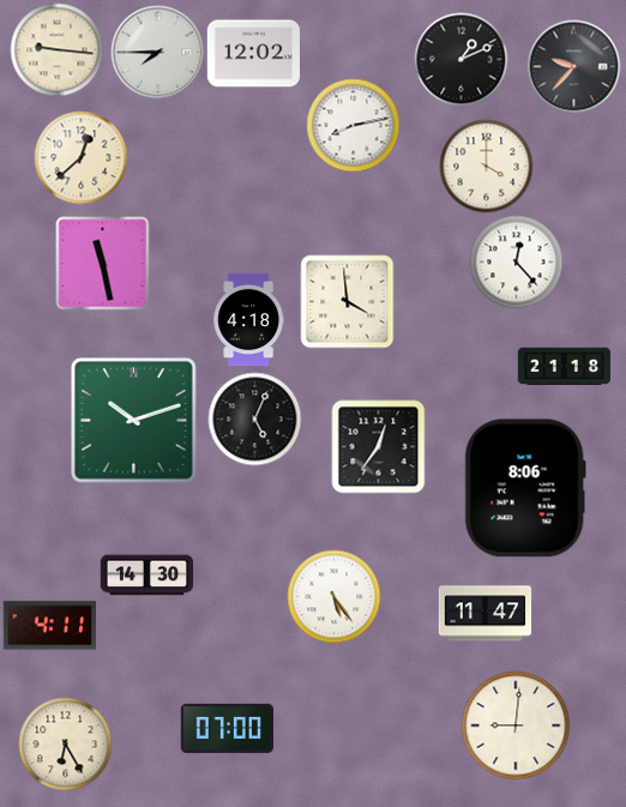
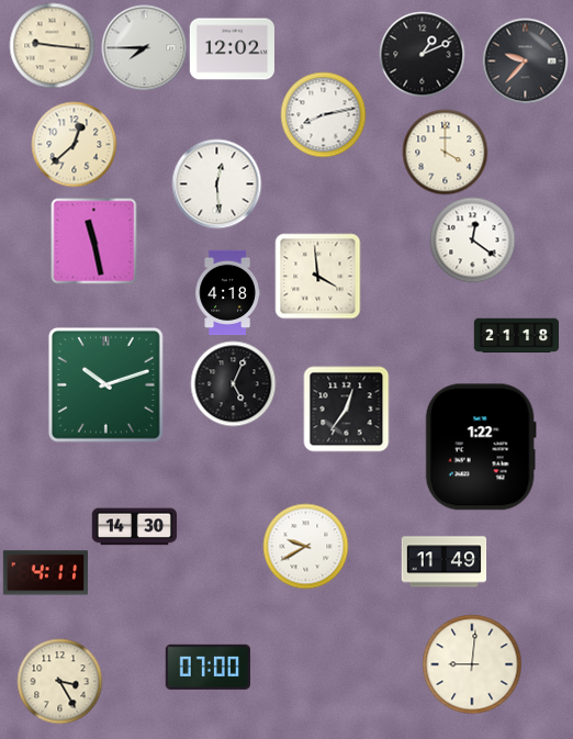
clock at (216, 183): none -> 12:29
clock at (516, 261): 12:23 -> 12:21
clock at (134, 421) position: (134, 421) -> (106, 385)
clock at (525, 488): 8:06 -> 1:22
clock at (333, 596): 5:24 -> 9:40
clock at (484, 614): 11:47 -> 11:49
clock at (65, 743): 6:25 -> 3:25
